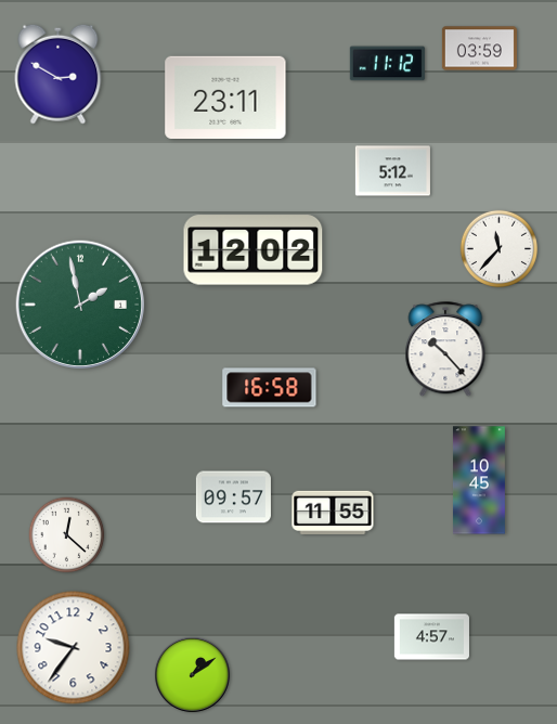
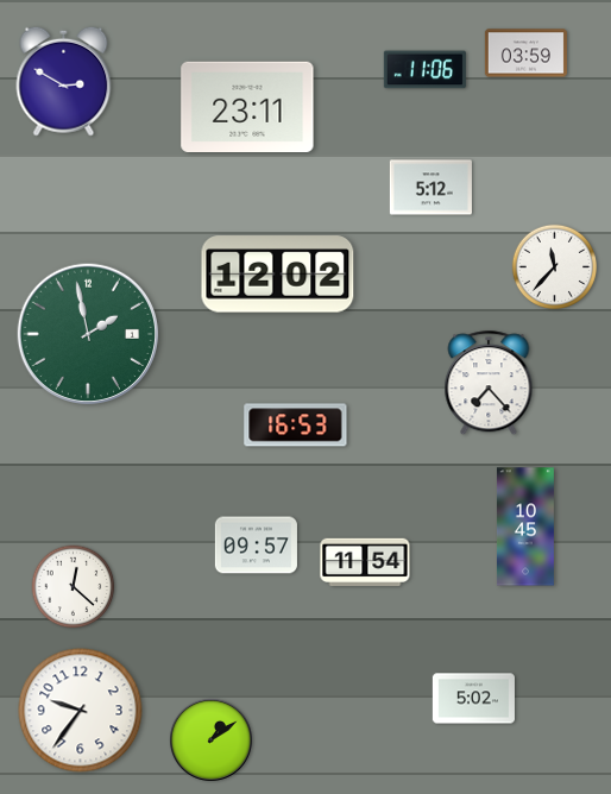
clock at (387, 64): 11:12 -> 11:06
clock at (500, 249) position: (500, 249) -> (555, 267)
clock at (445, 350): 10:23 -> 7:23
clock at (270, 388): 16:58 -> 16:53
clock at (333, 512): 11:55 -> 11:54
clock at (431, 637): 4:57 -> 5:02
